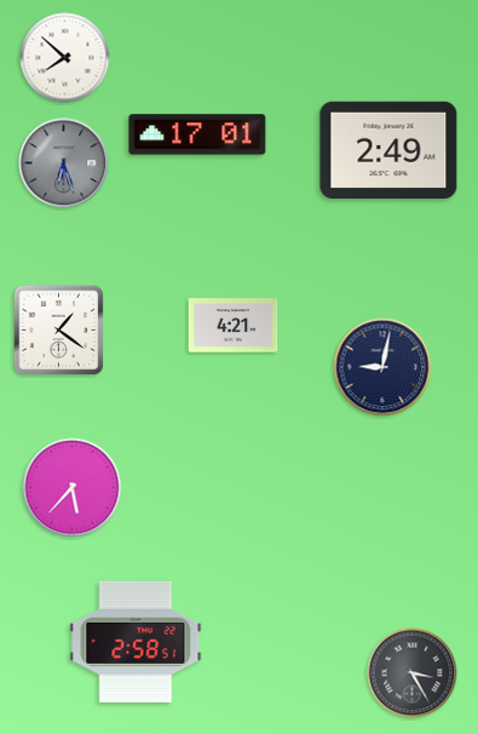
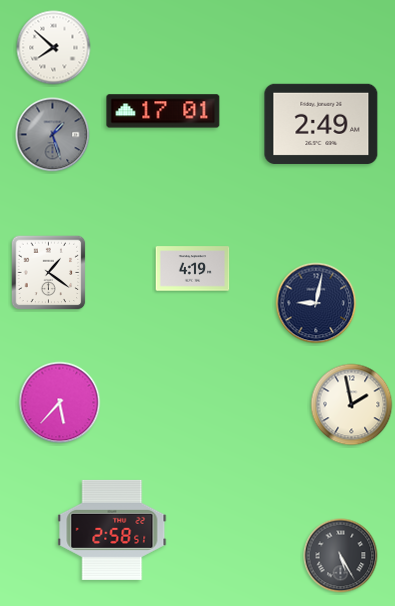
clock at (64, 164): 6:27 -> 1:27
clock at (234, 326): 4:21 -> 4:19
clock at (352, 405): none -> 1:58
clock at (413, 673): 3:25 -> 5:25
